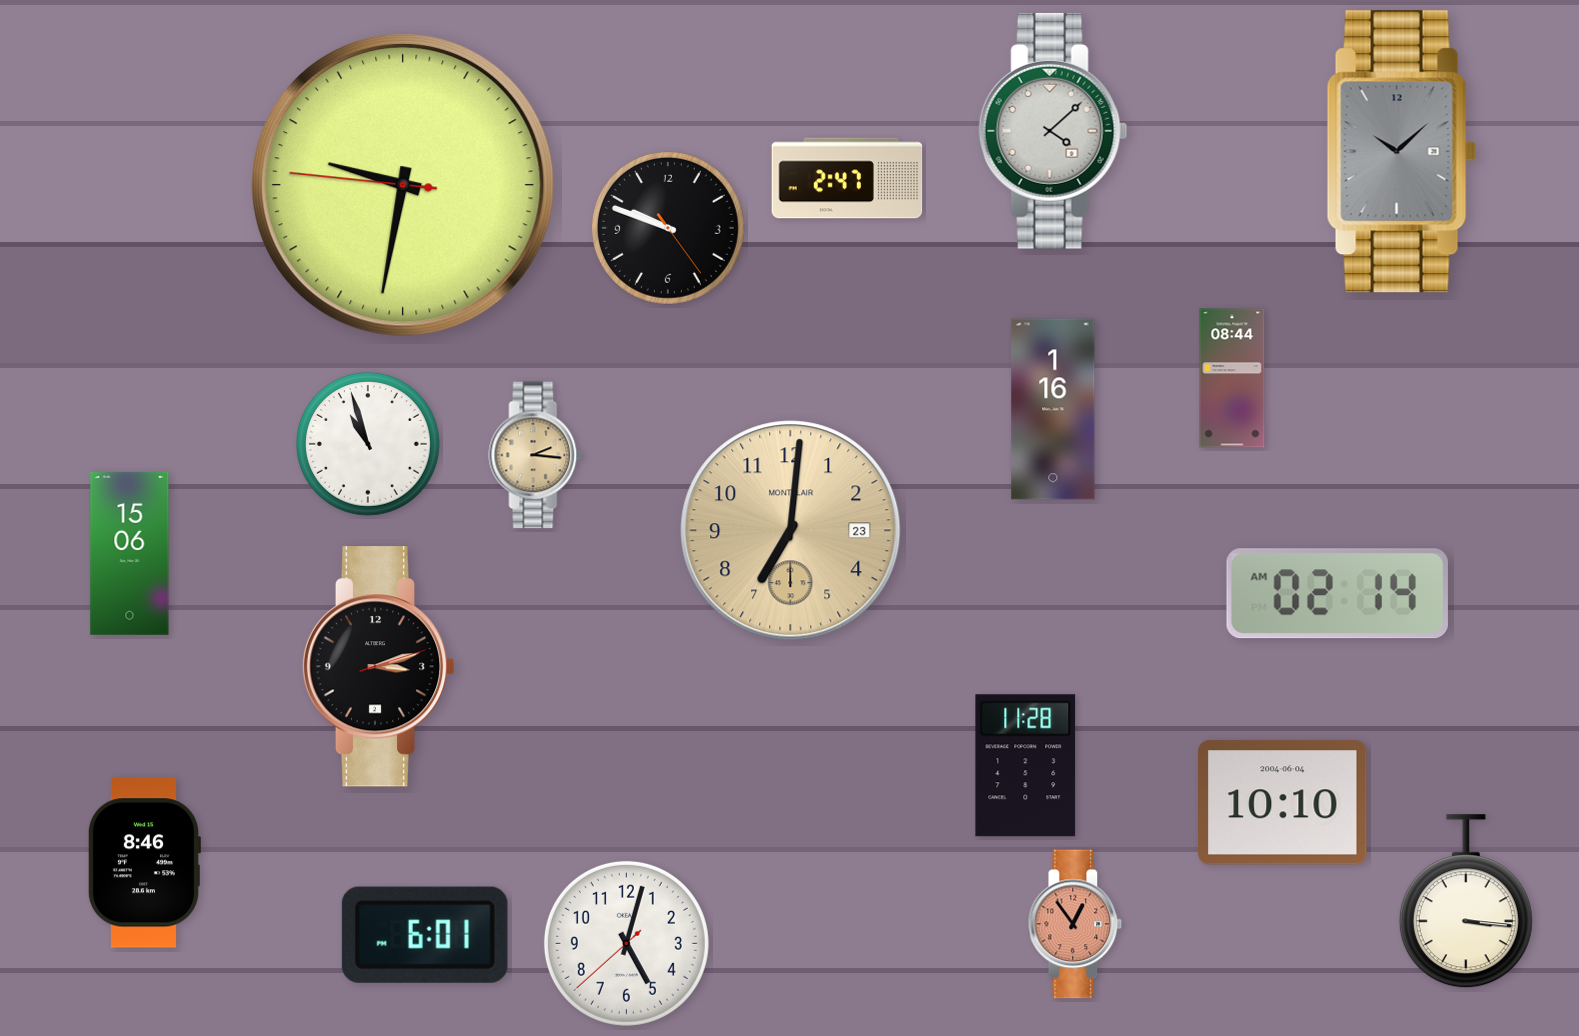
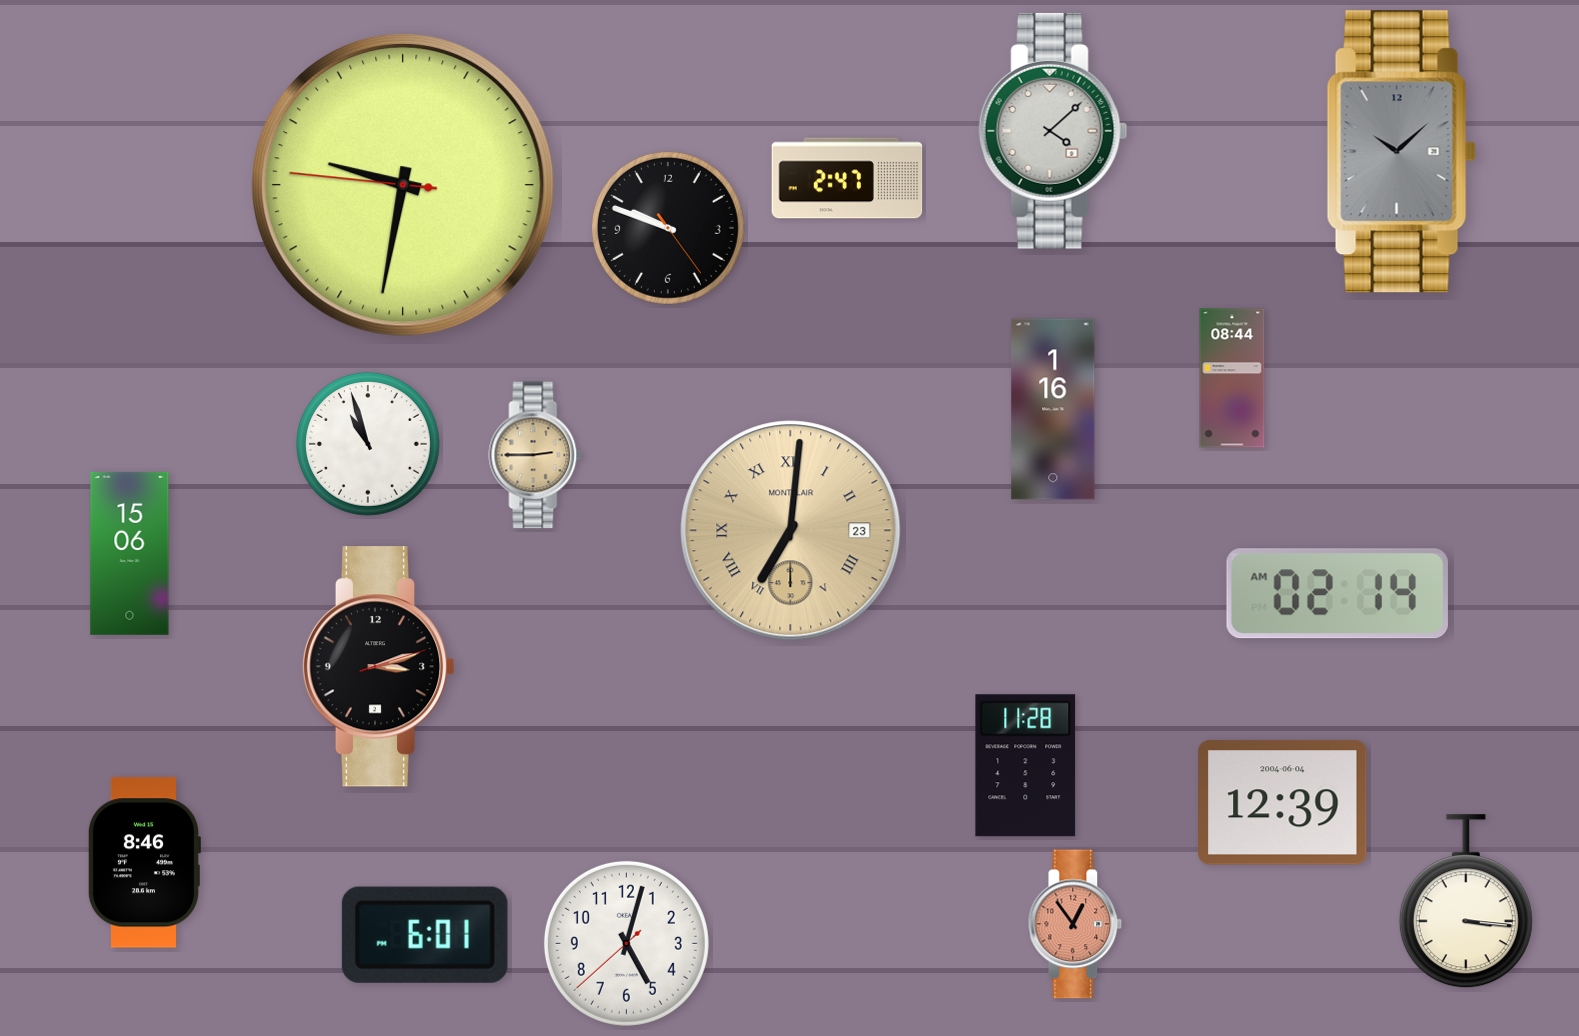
clock at (535, 455): 2:16 -> 2:45
clock at (791, 531) numerals: Arabic -> Roman
clock at (1283, 803): 10:10 -> 12:39
